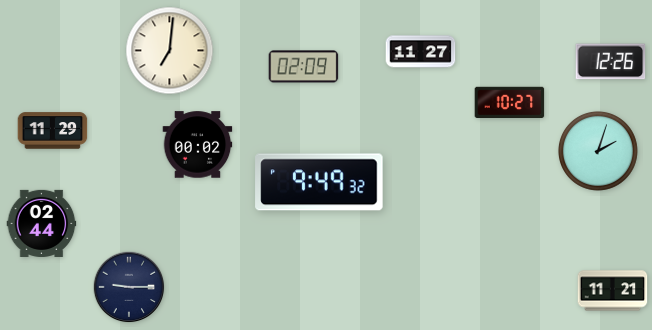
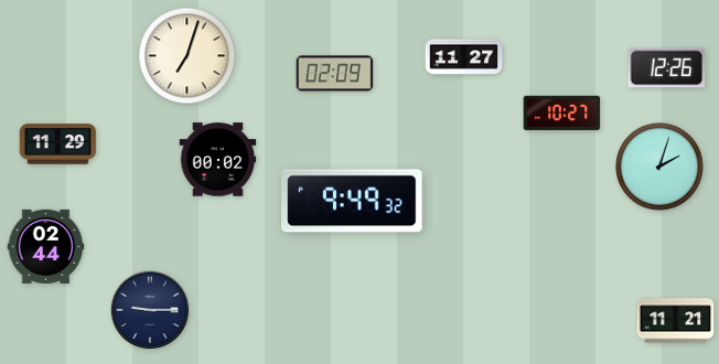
clock at (170, 51): 7:01 -> 7:03
clock at (611, 62) position: (611, 62) -> (667, 68)
clock at (129, 287) position: (129, 287) -> (150, 310)
